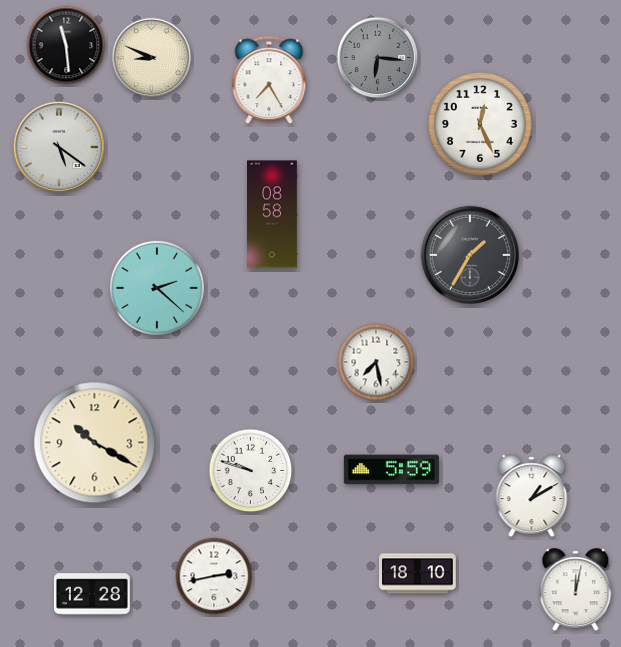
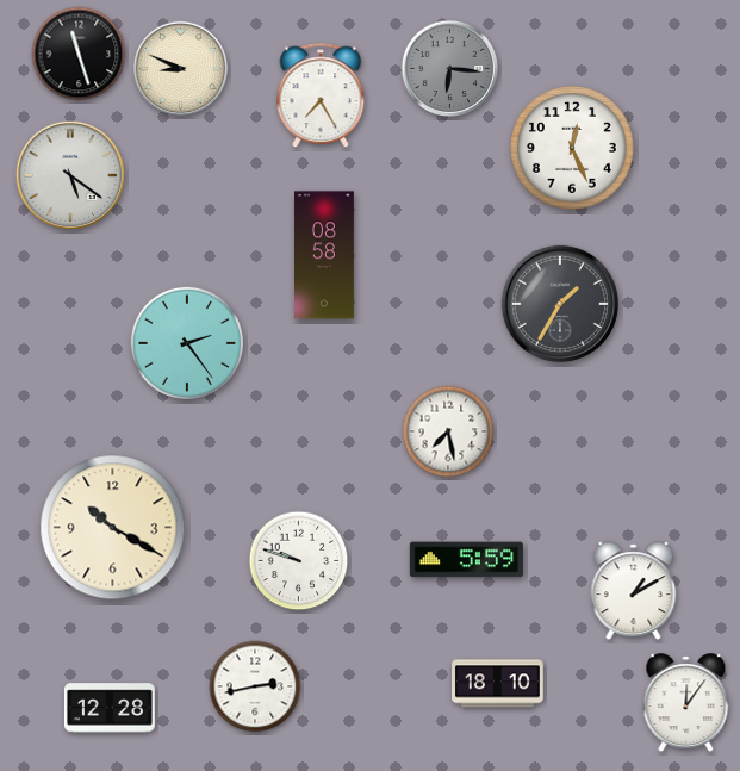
clock at (66, 45): 11:29 -> 11:27
clock at (157, 288): 2:22 -> 2:24
clock at (576, 590): 12:02 -> 12:06
